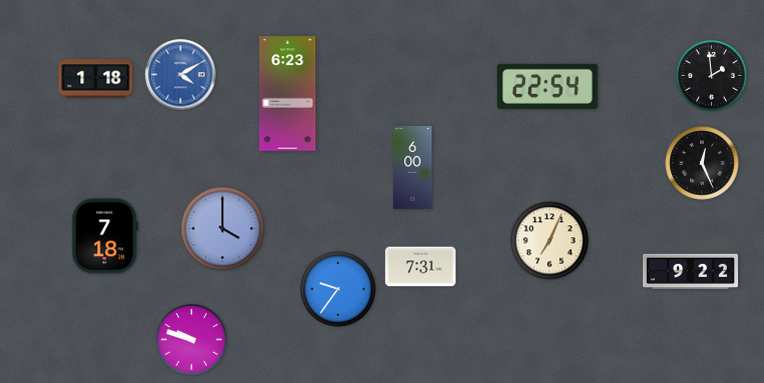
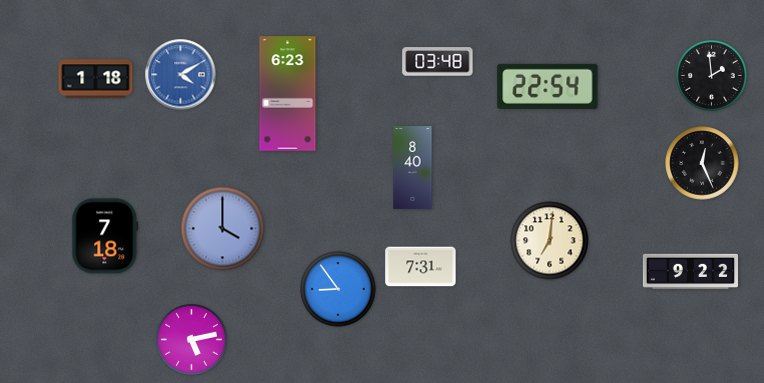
clock at (438, 62): none -> 03:48
clock at (413, 168): 6:00 -> 8:40
clock at (550, 241): 7:04 -> 7:01
clock at (338, 289): 9:36 -> 8:54
clock at (192, 340): 9:48 -> 5:13
